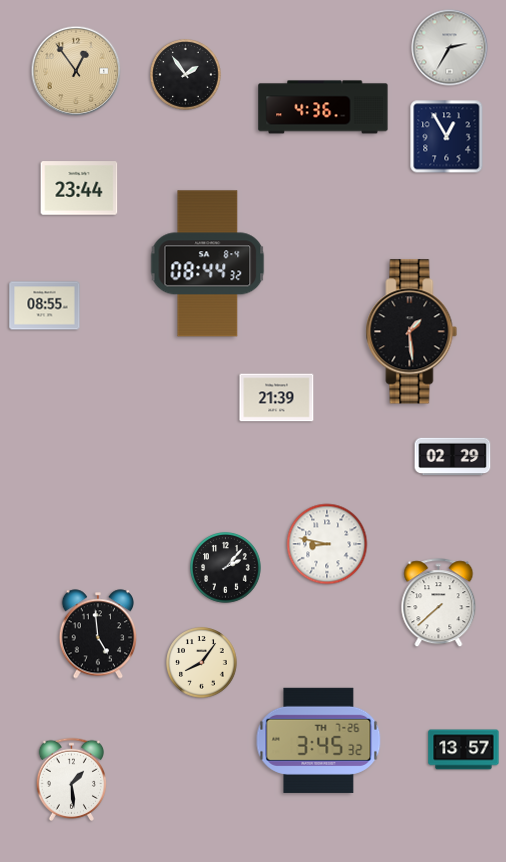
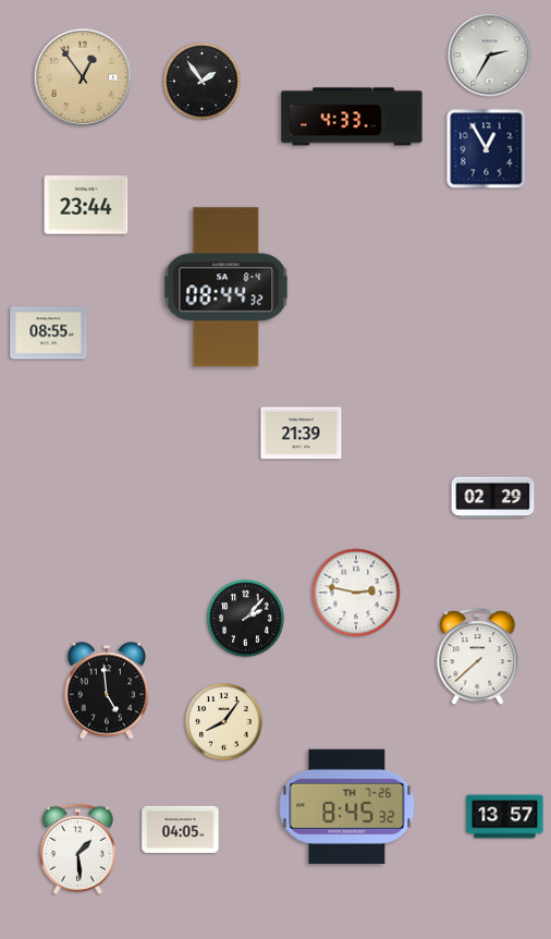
clock at (450, 48) position: (450, 48) -> (490, 56)
clock at (323, 107): 4:36 -> 4:33
clock at (412, 332): 1:29 -> none
clock at (327, 544): 8:47 -> 2:47
clock at (202, 663) position: (202, 663) -> (224, 722)
clock at (319, 740): 3:45 -> 8:45
clock at (181, 829): none -> 04:05
